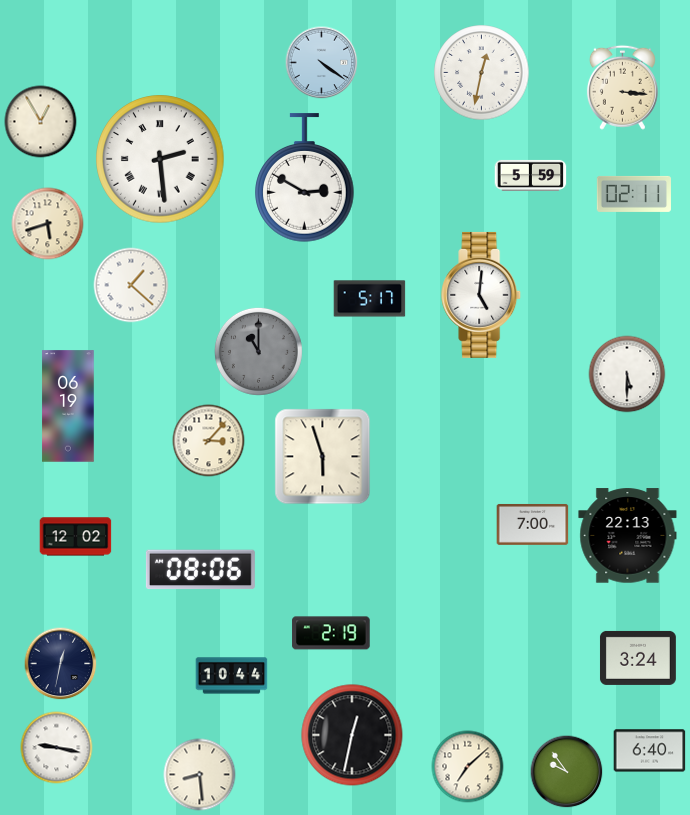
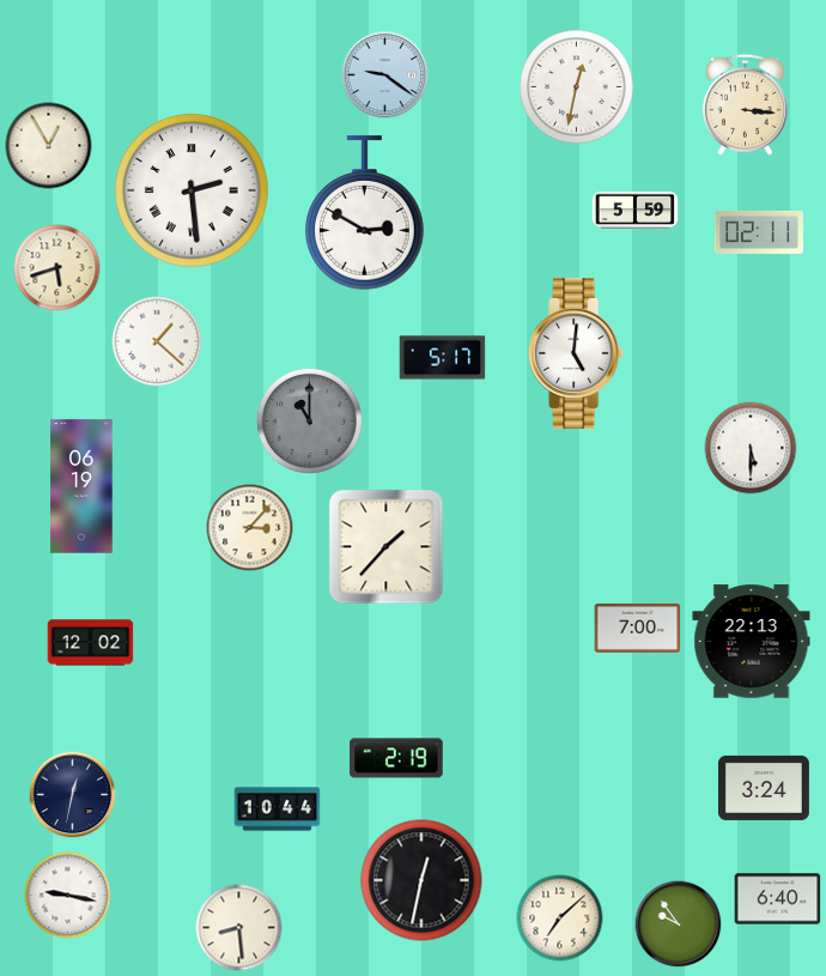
clock at (322, 63): 4:21 -> 9:21
clock at (323, 457): 5:57 -> 1:37
clock at (200, 570): 08:06 -> none
